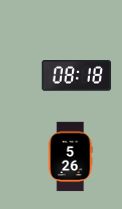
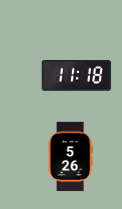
clock at (77, 76): 08:18 -> 11:18
